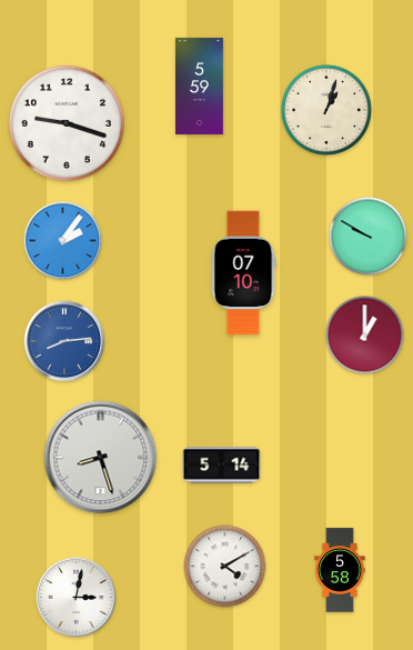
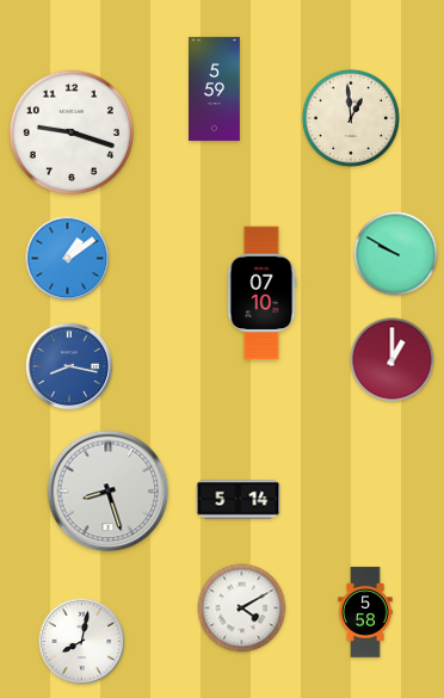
clock at (200, 86) position: (200, 86) -> (215, 88)
clock at (326, 110): 1:03 -> 12:59
clock at (63, 241): 2:06 -> 1:09
clock at (64, 341): 8:14 -> 8:17
clock at (77, 598): 3:02 -> 8:02
